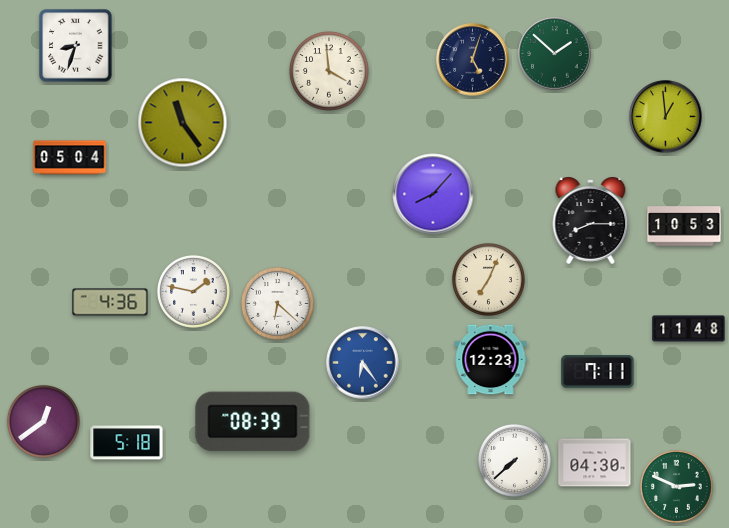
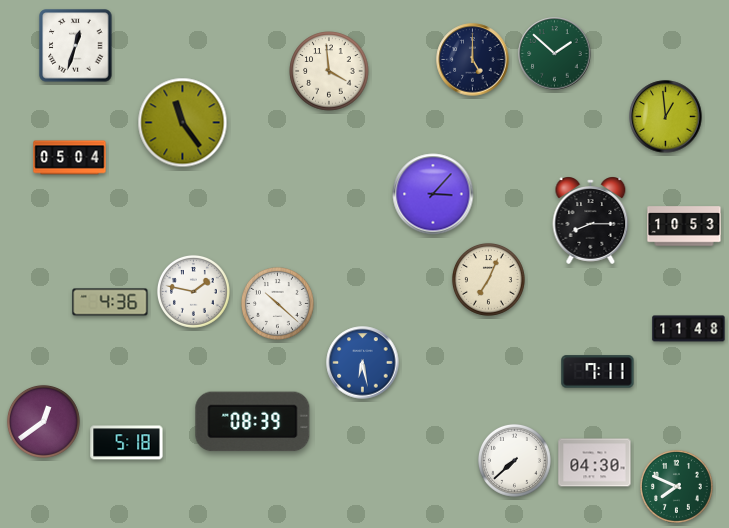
clock at (76, 46): 8:33 -> 12:33
clock at (473, 60): 5:03 -> 5:00
clock at (433, 194): 8:07 -> 3:07
clock at (277, 303): 6:22 -> 10:22
clock at (491, 360): 12:23 -> none
clock at (363, 363): 6:24 -> 6:28
clock at (676, 486): 2:49 -> 7:49
